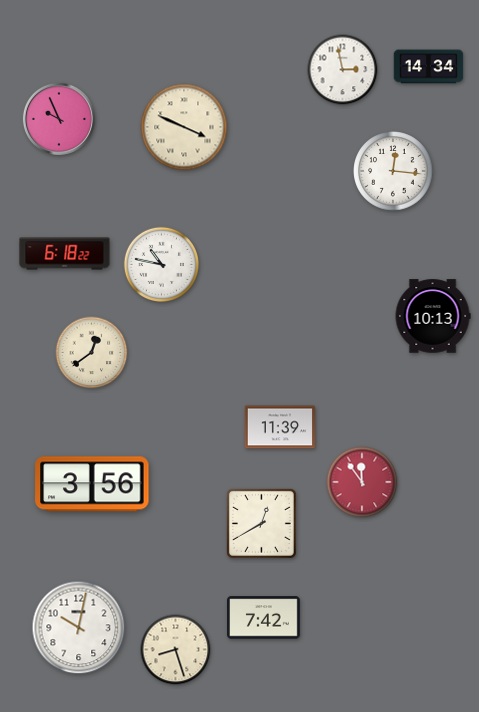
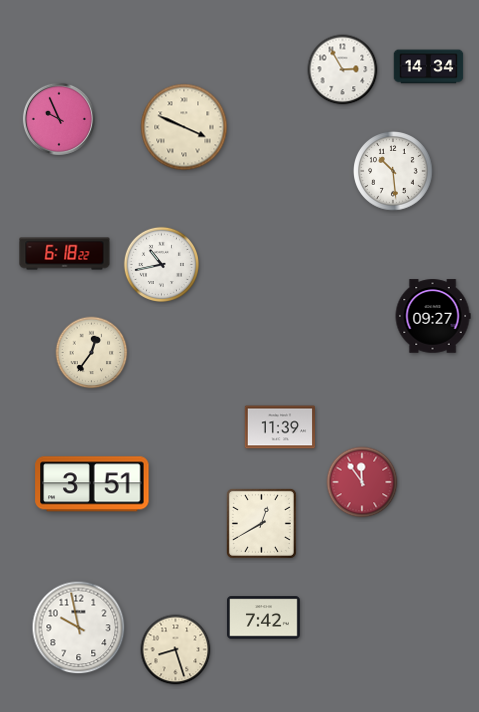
clock at (343, 70): 2:58 -> 2:55
clock at (393, 171): 12:16 -> 10:29
clock at (161, 264): 10:47 -> 10:43
clock at (433, 316): 10:13 -> 09:27
clock at (92, 353): 12:39 -> 12:36
clock at (92, 484): 3:56 -> 3:51
clock at (79, 628): 10:02 -> 9:58
